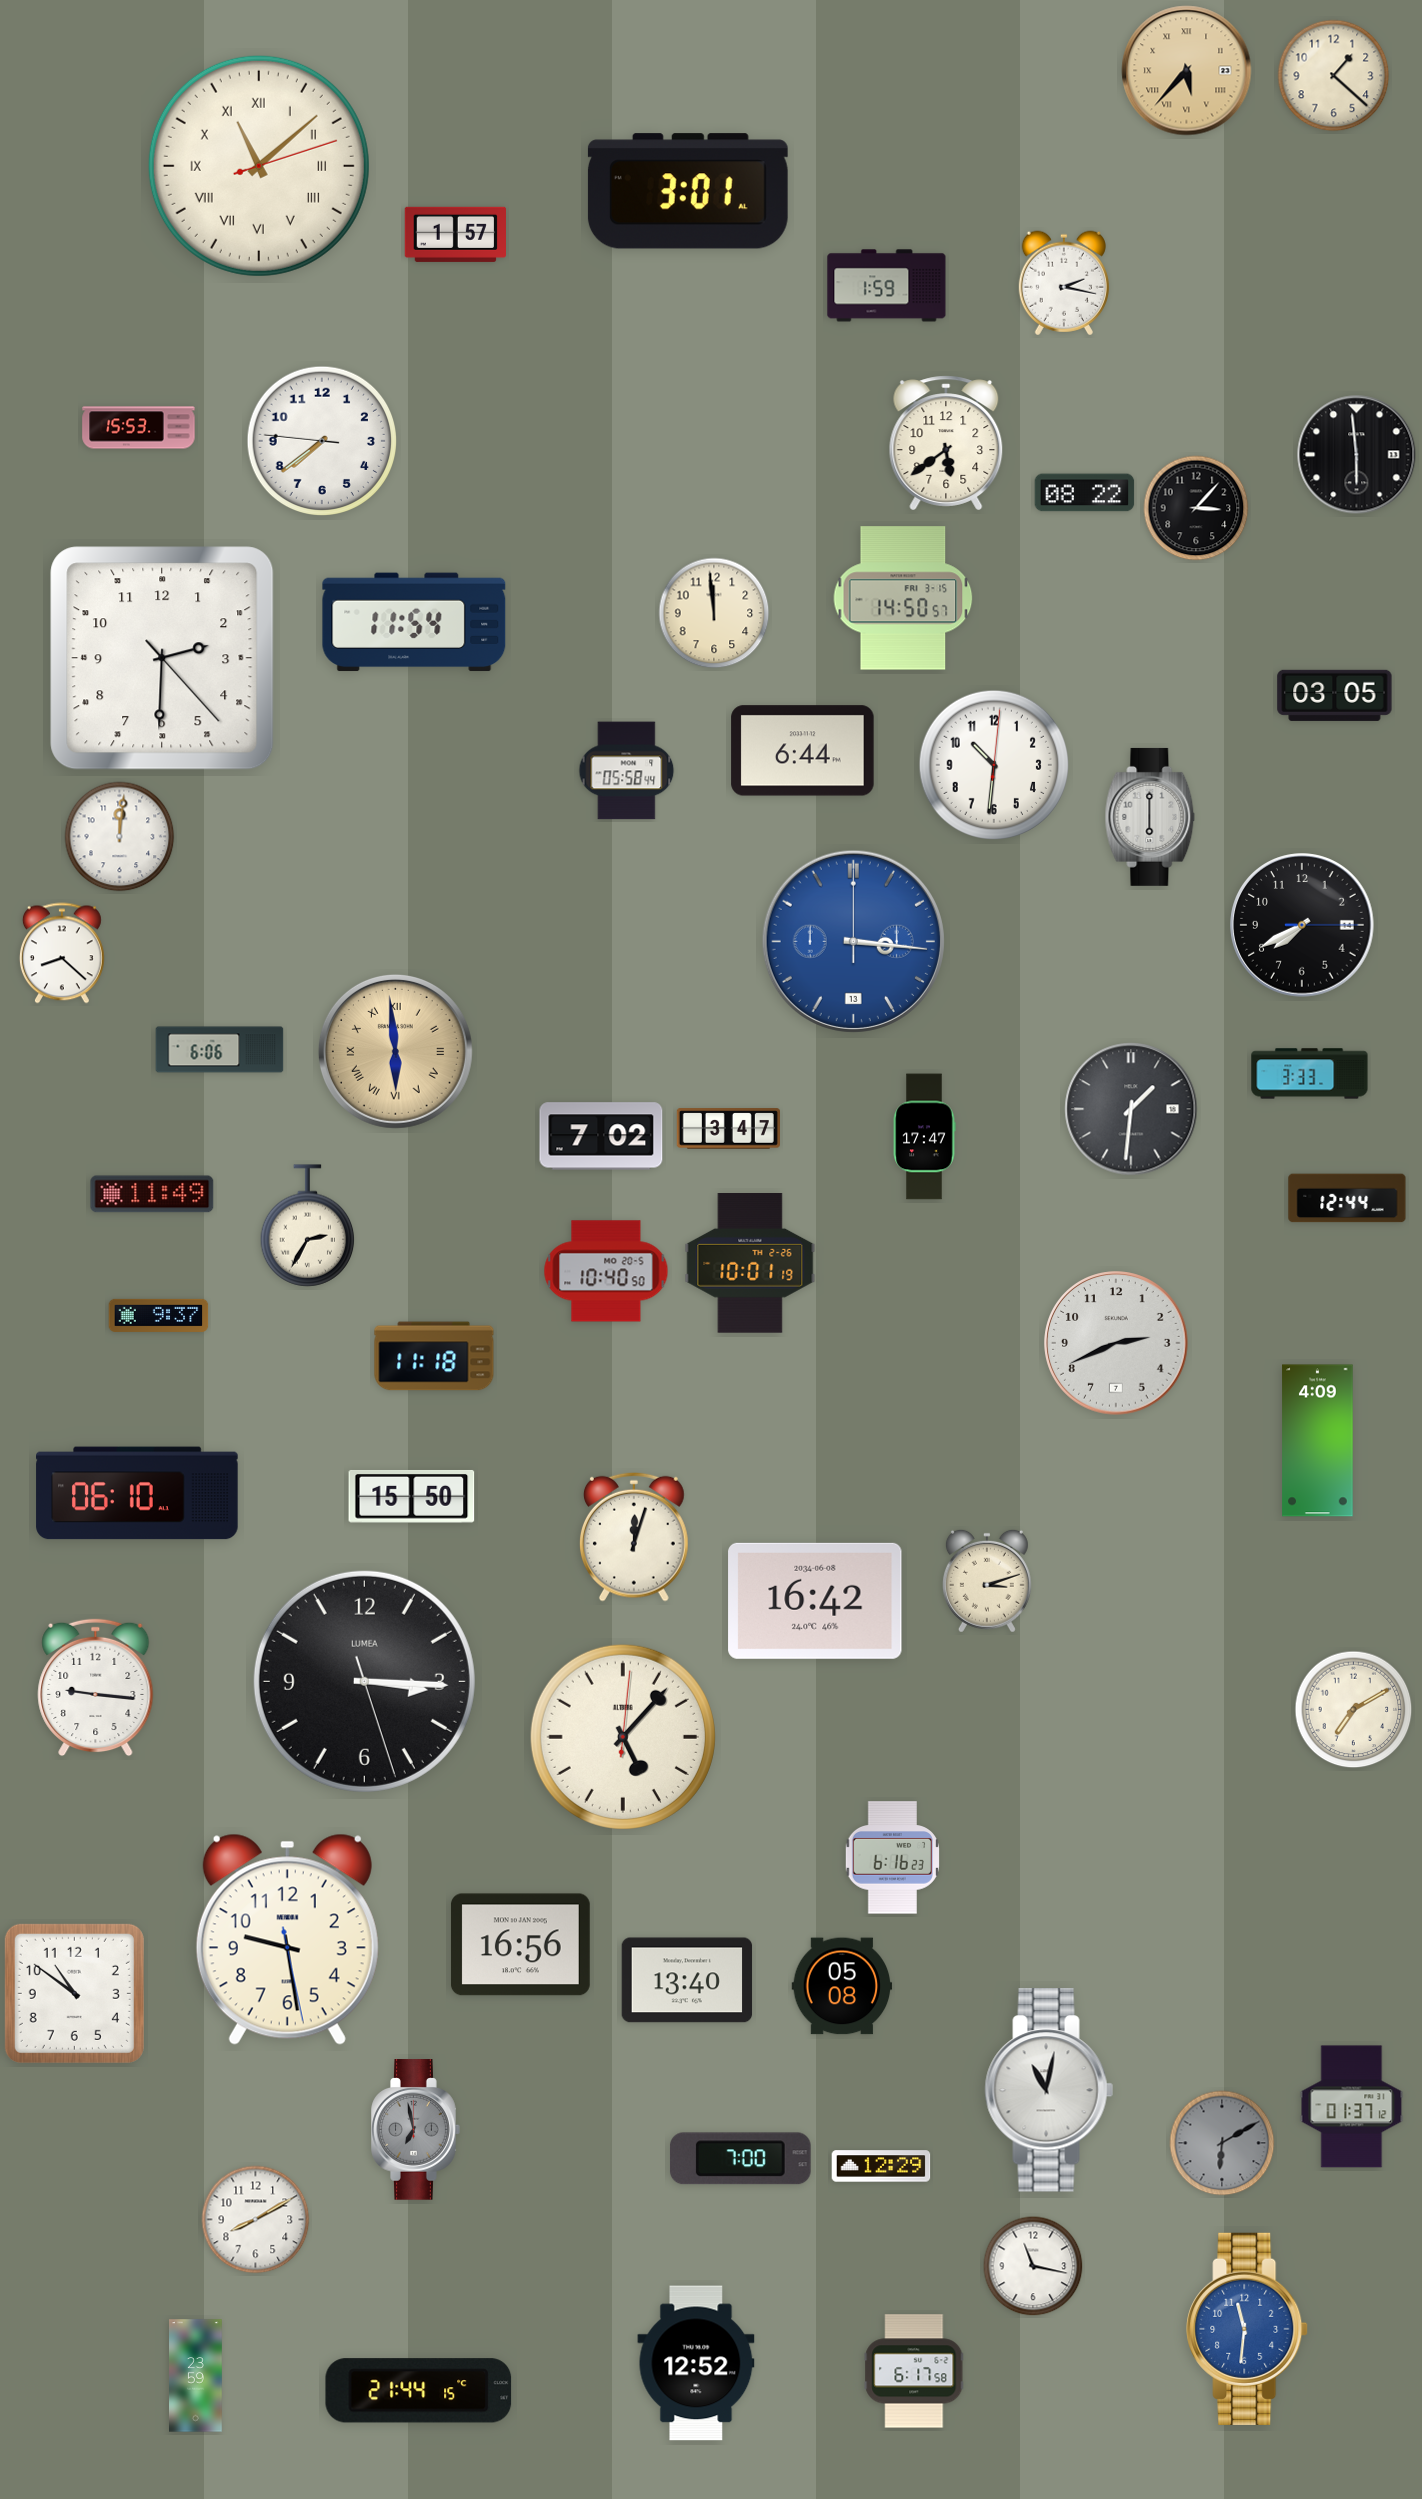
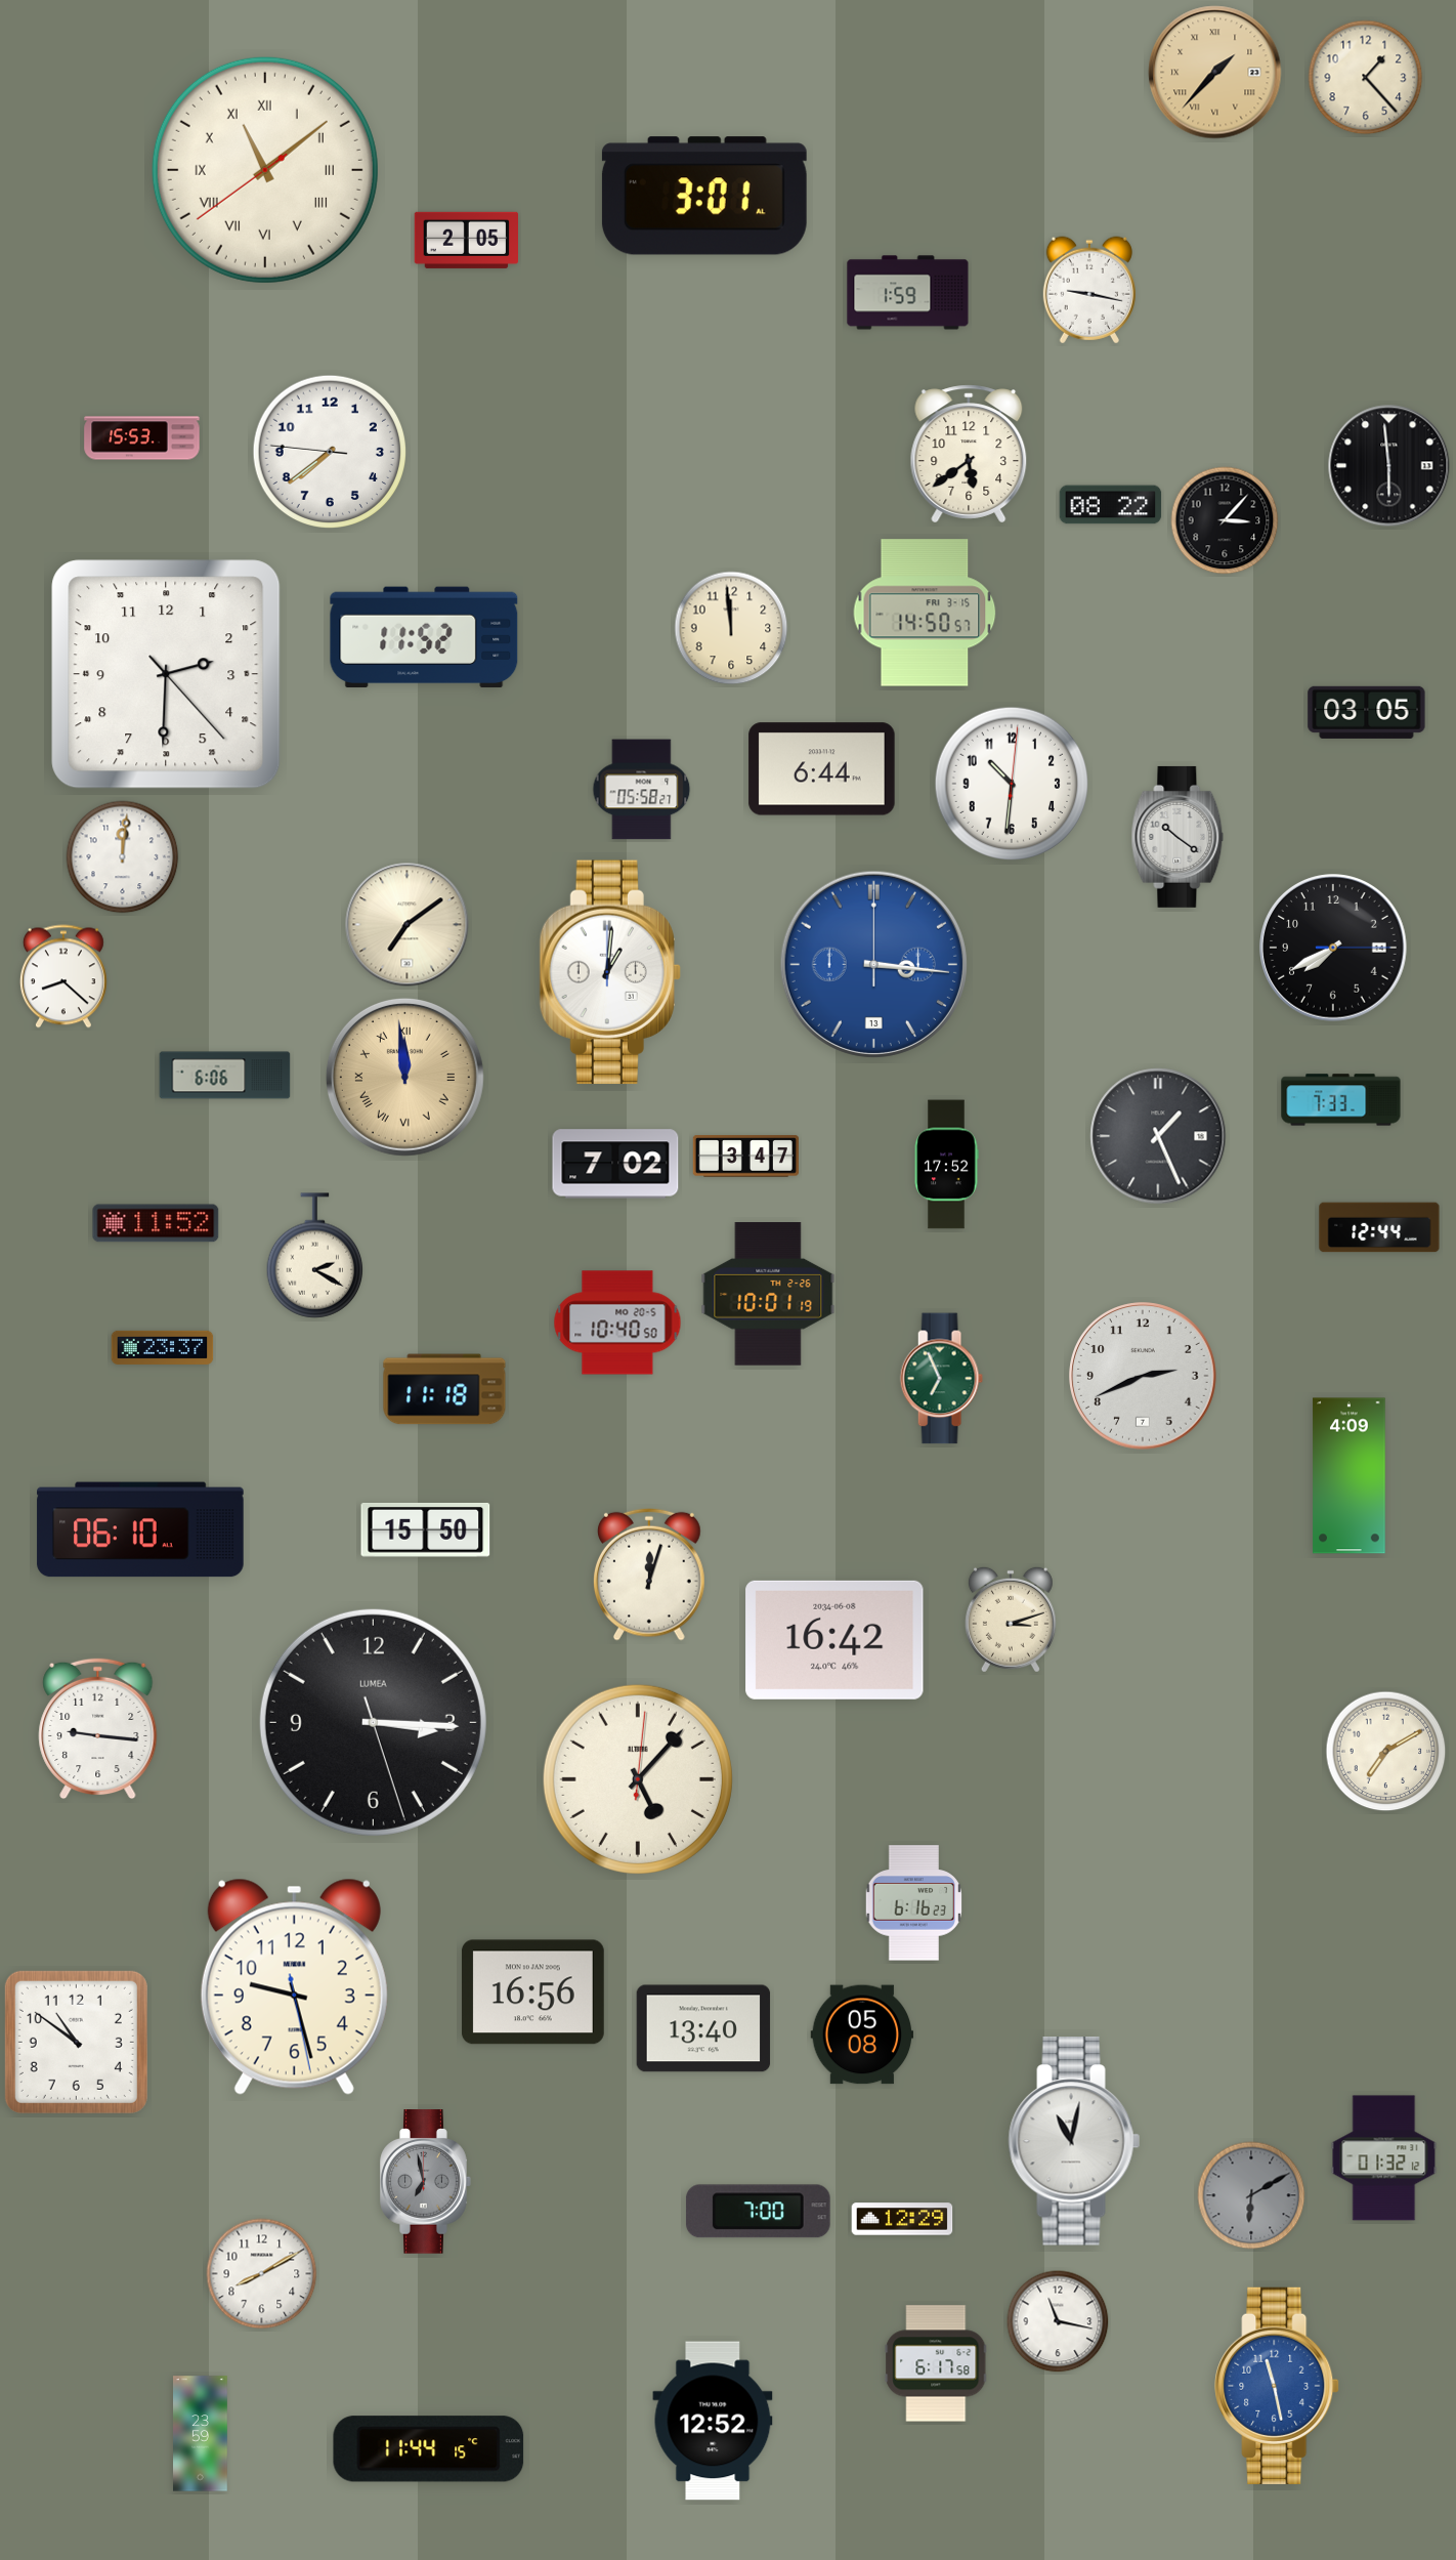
clock at (1187, 71): 5:37 -> 1:37
clock at (1334, 76): 1:22 -> 1:23
clock at (259, 166): 11:08:12 -> 11:08:39
clock at (455, 234): 1:57 -> 2:05
clock at (1064, 283): 2:17 -> 9:17
clock at (414, 622): 11:54 -> 11:52
clock at (994, 765) position: (994, 765) -> (1012, 784)
clock at (627, 771): 05:58:44 -> 05:58:27
clock at (1150, 817): 6:00 -> 10:21
clock at (408, 925): none -> 7:09
clock at (610, 972): none -> 1:01
clock at (395, 1051): 5:59 -> 11:59
clock at (1310, 1074): 3:33 -> 7:33
clock at (1131, 1109): 1:31 -> 1:26
clock at (924, 1137): 17:47 -> 17:52
clock at (152, 1194): 11:49 -> 11:52
clock at (308, 1226): 2:35 -> 2:20
clock at (606, 1271) position: (606, 1271) -> (617, 1323)
clock at (159, 1315): 9:37 -> 23:37
clock at (941, 1379): none -> 6:56
clock at (412, 1496) position: (412, 1496) -> (426, 1529)
clock at (287, 1939): 9:28 -> 9:27
clock at (1352, 2107): 01:37 -> 01:32
clock at (1247, 2329): 11:31 -> 11:28
clock at (914, 2371) position: (914, 2371) -> (936, 2363)
clock at (419, 2391): 21:44 -> 11:44
